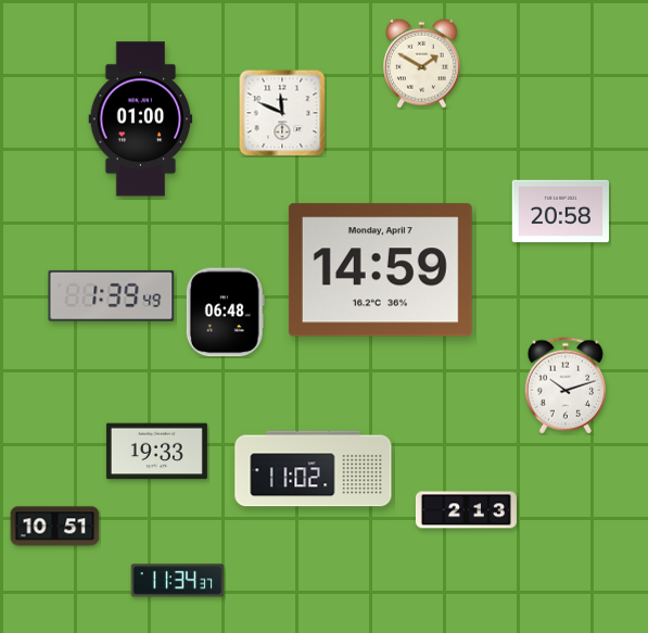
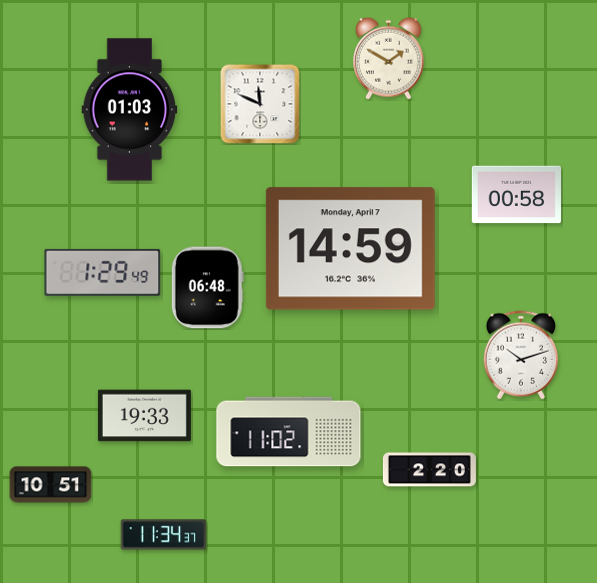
clock at (141, 119): 01:00 -> 01:03
clock at (560, 212): 20:58 -> 00:58
clock at (112, 295): 1:39 -> 1:29
clock at (466, 510): 2:13 -> 2:20
